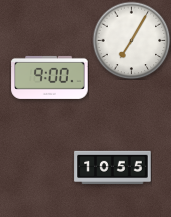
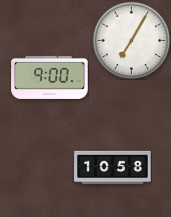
clock at (113, 168): 10:55 -> 10:58
